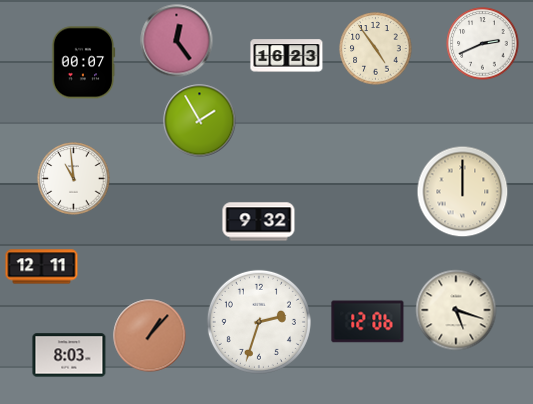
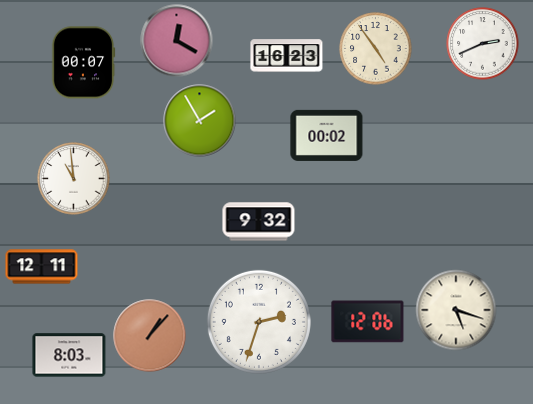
clock at (177, 41): 12:24 -> 12:20
clock at (327, 135): none -> 00:02
clock at (463, 192): 12:00 -> none
